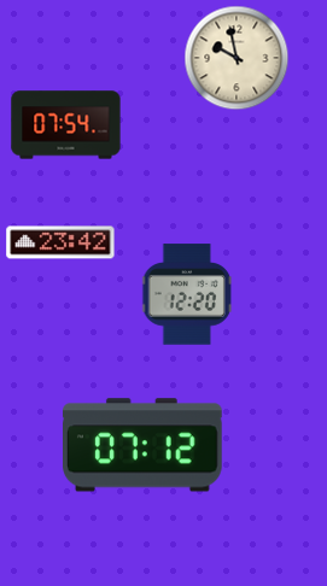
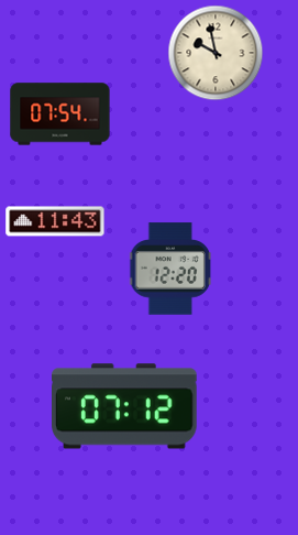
clock at (60, 242): 23:42 -> 11:43
clock at (144, 445) position: (144, 445) -> (125, 406)
